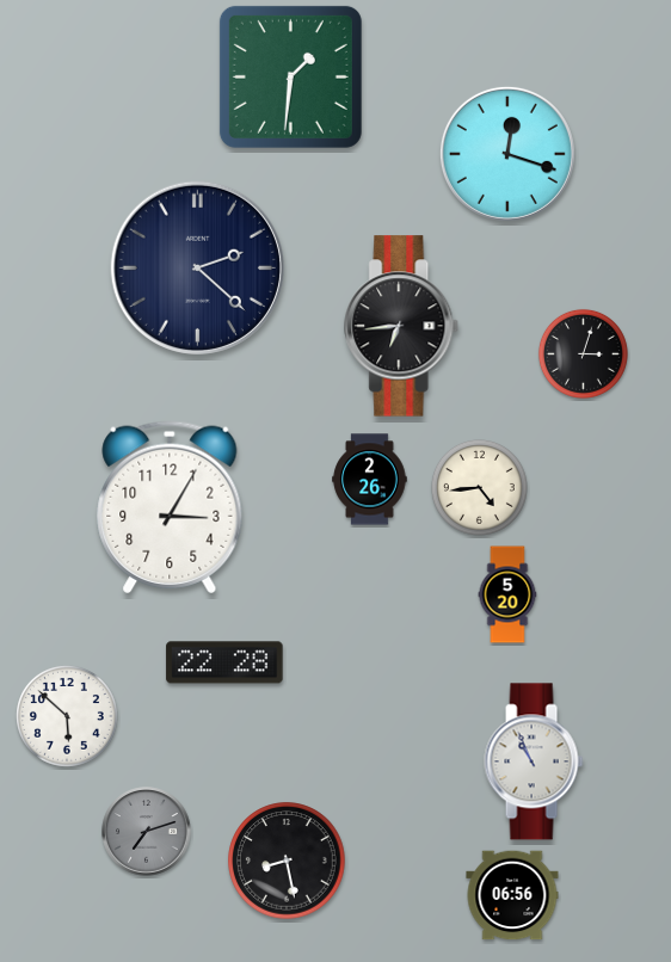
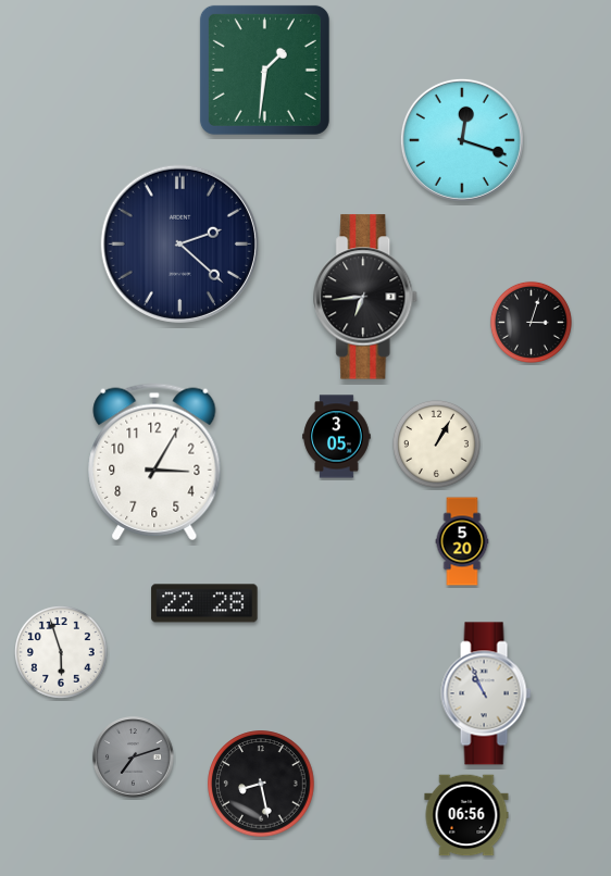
clock at (370, 480): 2:26 -> 3:05
clock at (479, 487): 4:44 -> 1:05
clock at (68, 717): 5:52 -> 5:57
